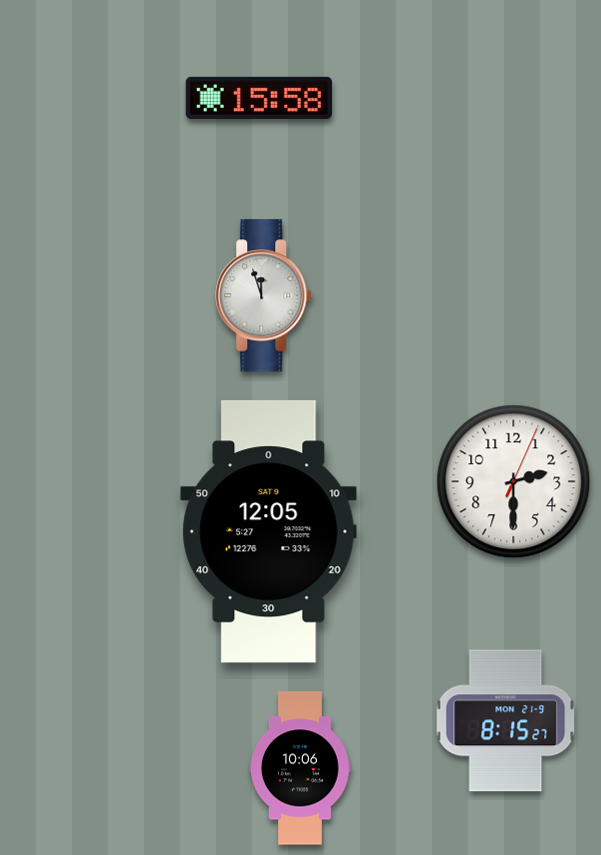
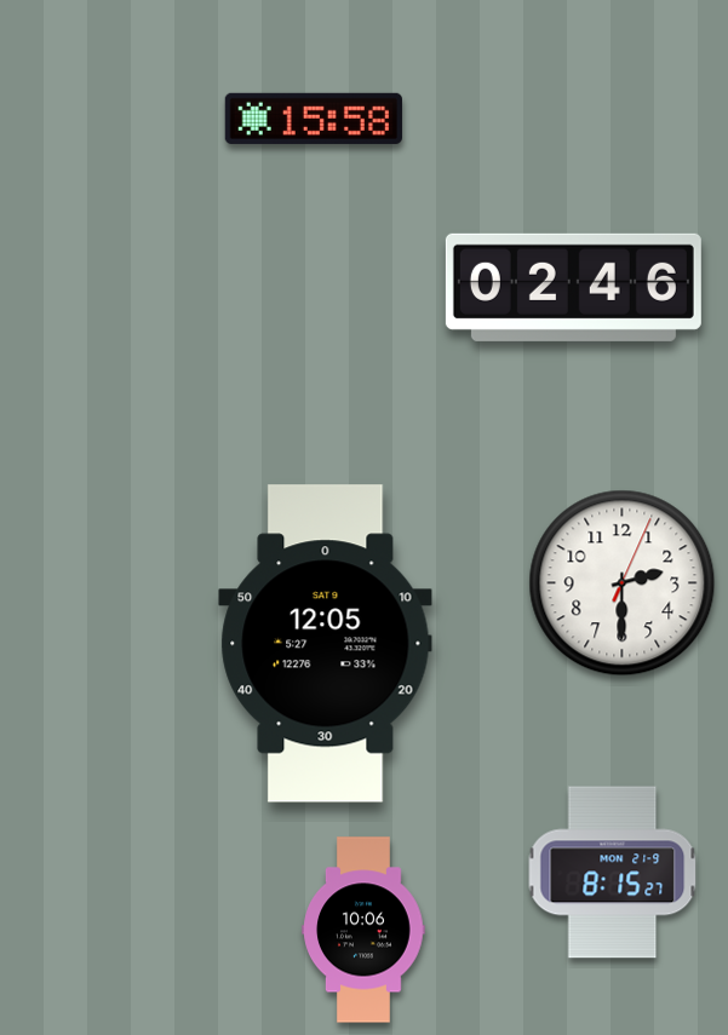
clock at (573, 287): none -> 02:46
clock at (264, 296): 11:57 -> none
